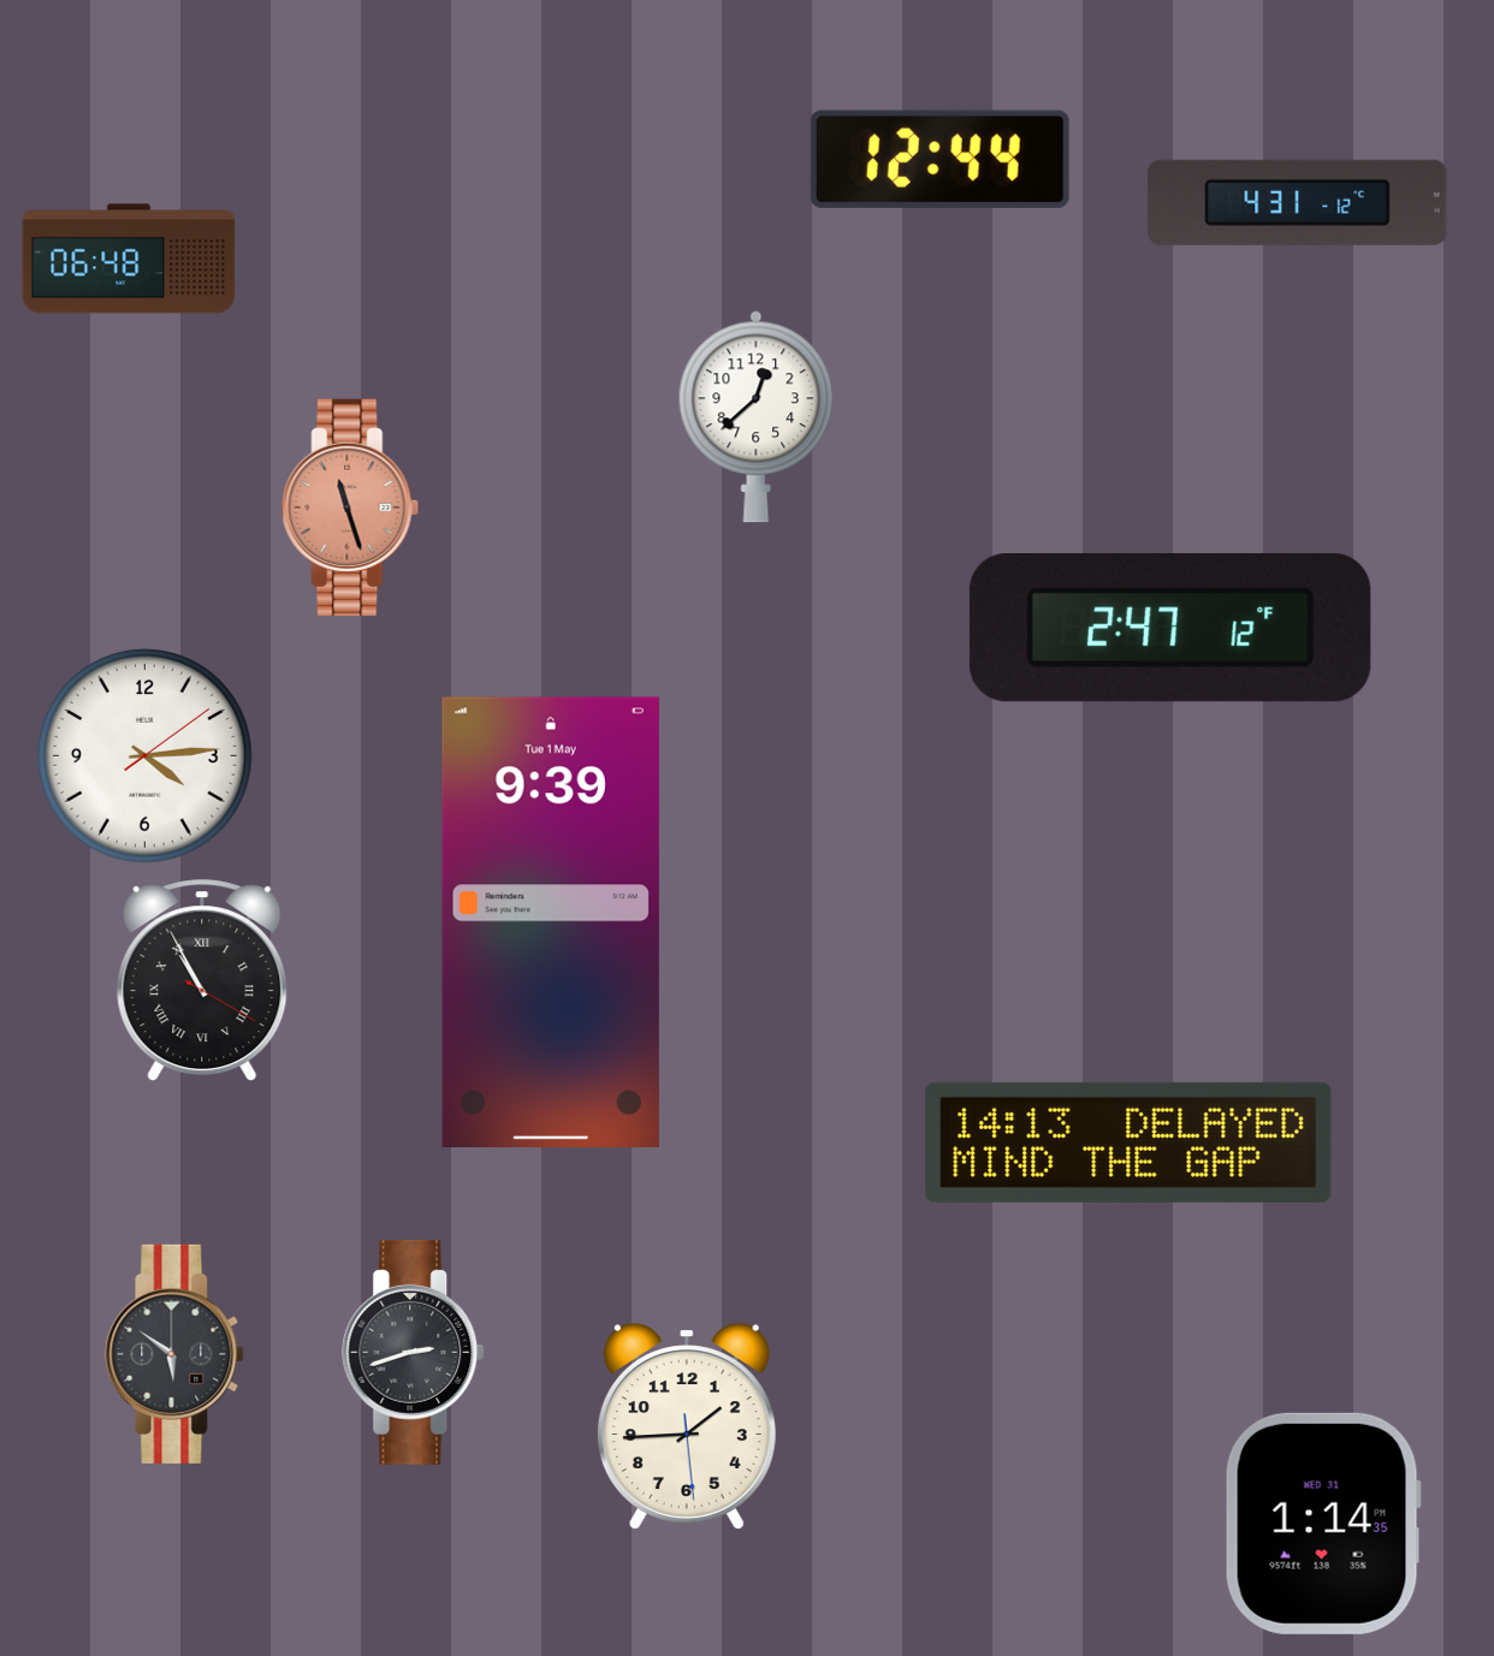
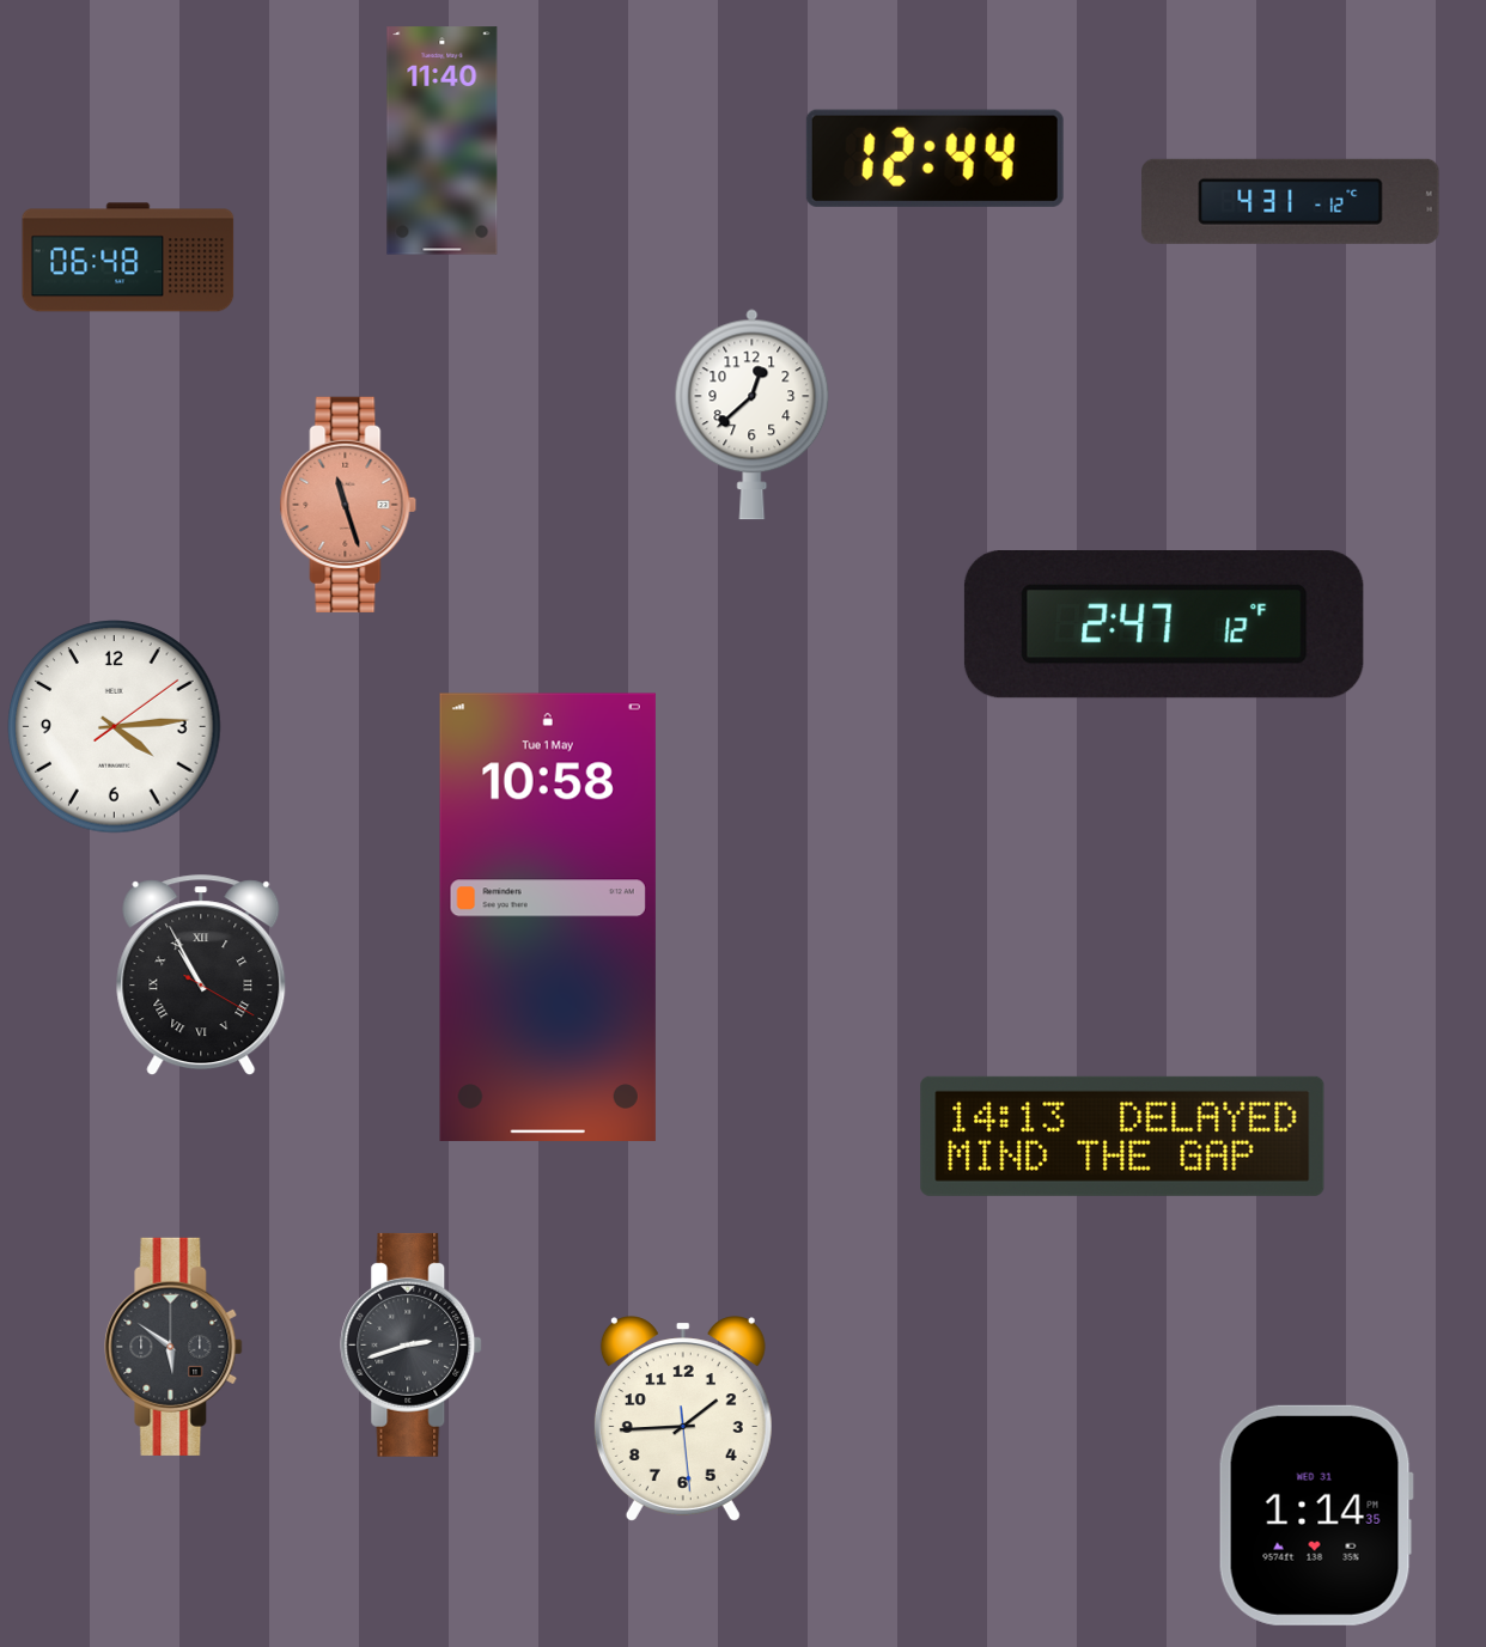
clock at (443, 141): none -> 11:40
clock at (146, 756) position: (146, 756) -> (115, 727)
clock at (551, 922): 9:39 -> 10:58
